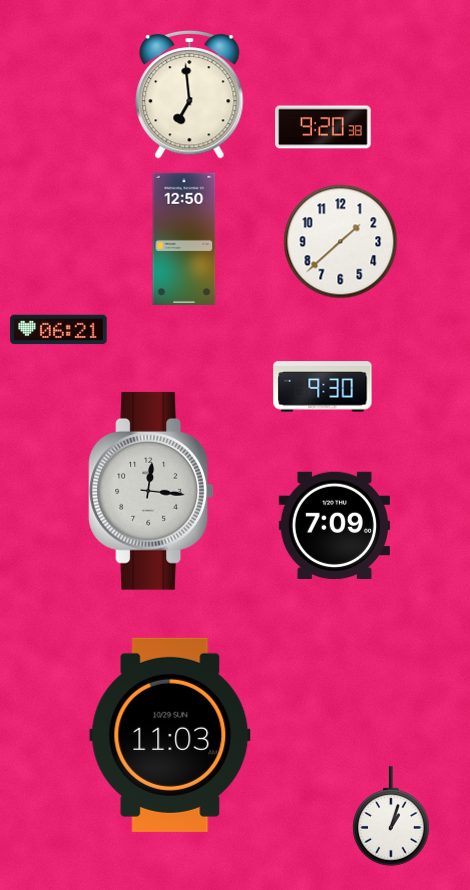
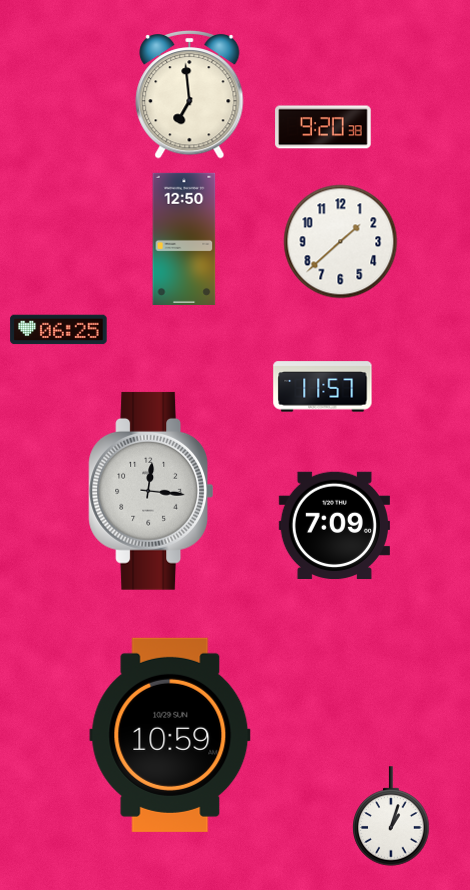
clock at (59, 330): 06:21 -> 06:25
clock at (323, 387): 9:30 -> 11:57
clock at (170, 735): 11:03 -> 10:59
